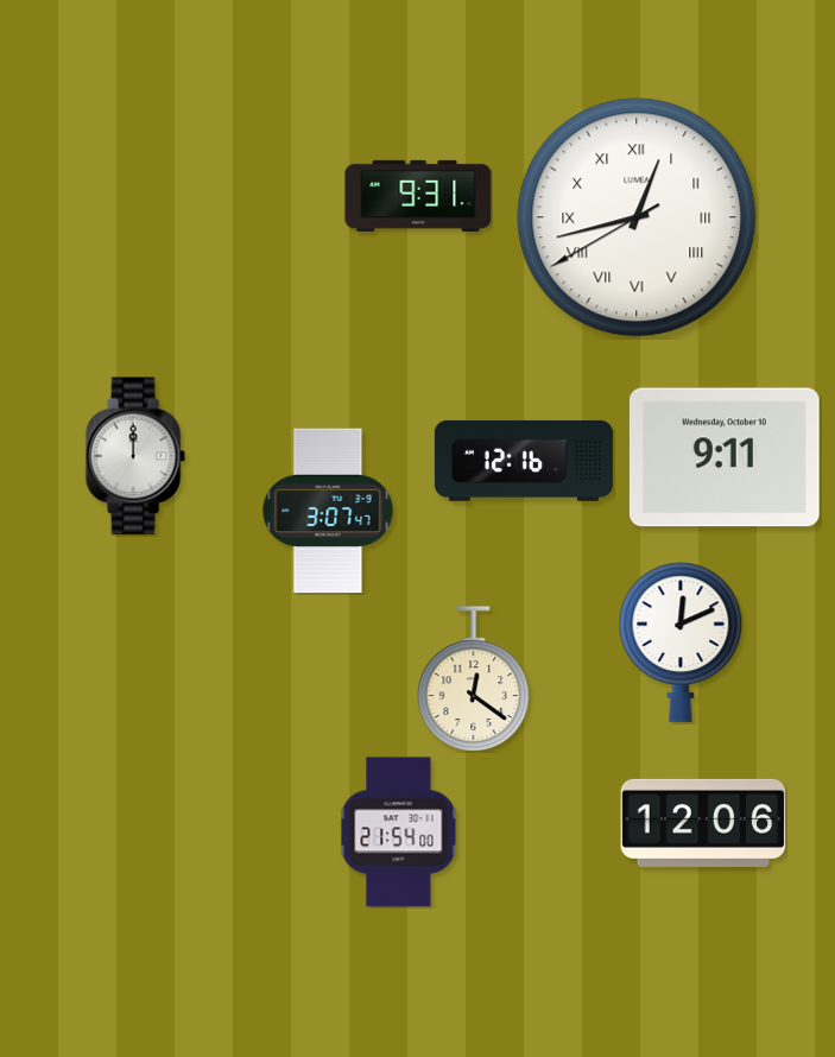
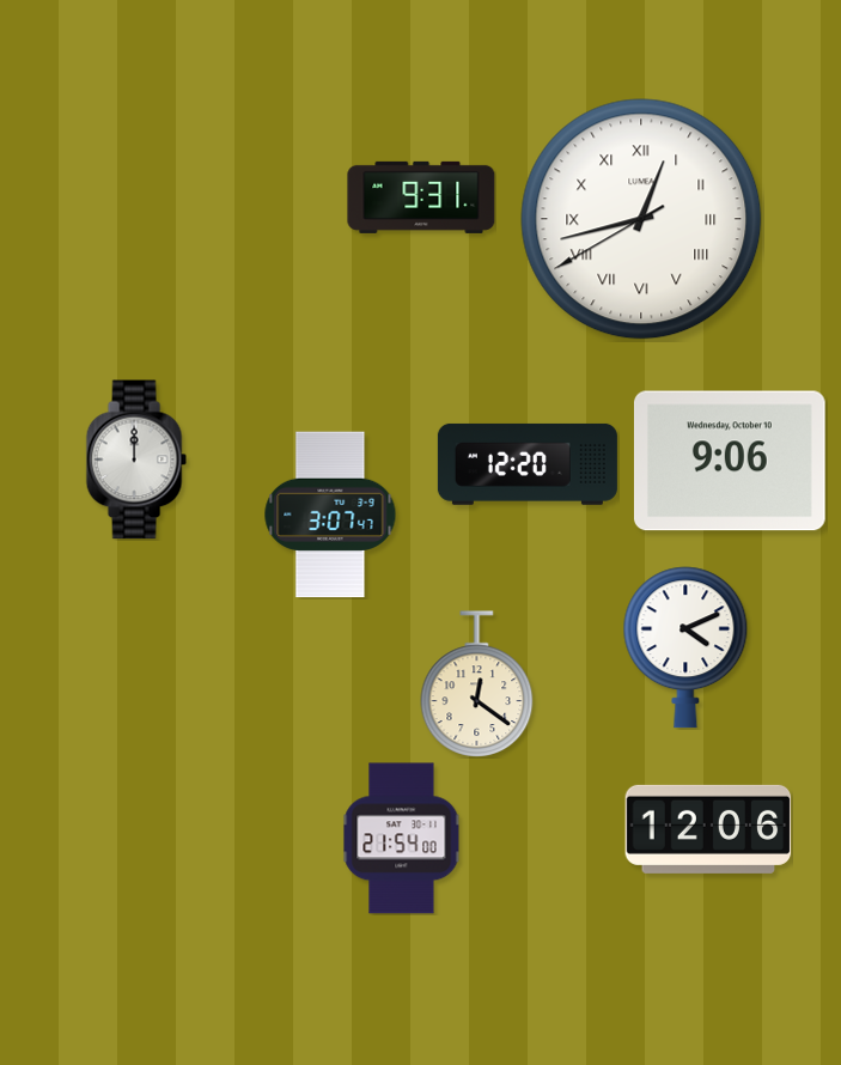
clock at (725, 457): 9:11 -> 9:06
clock at (524, 461): 12:16 -> 12:20
clock at (681, 643): 12:11 -> 4:11
